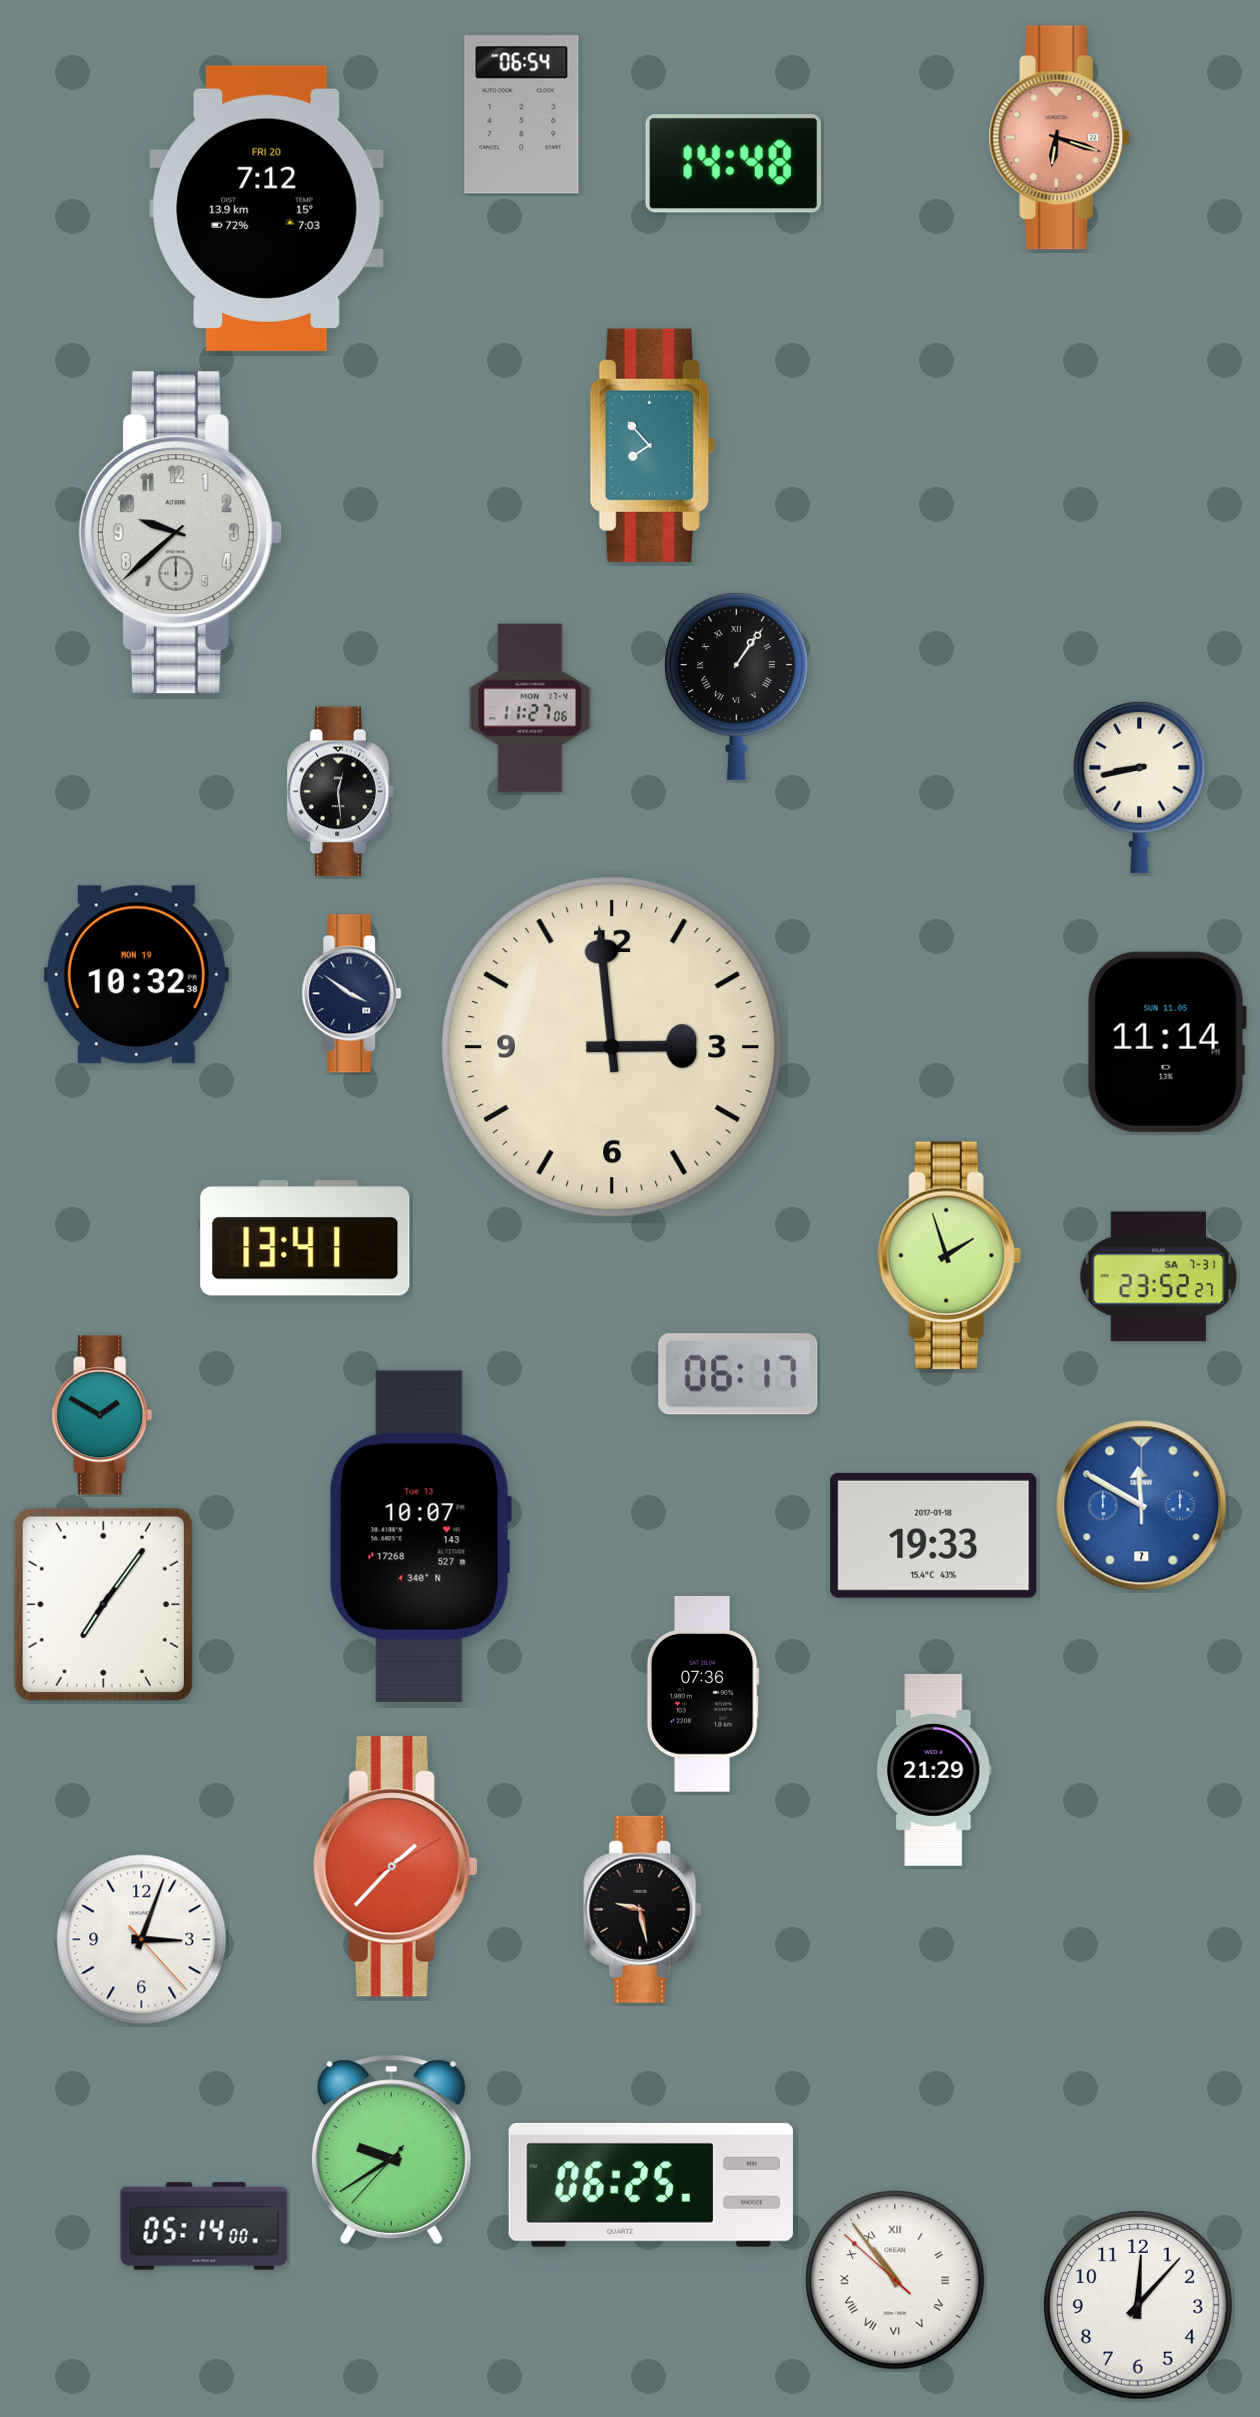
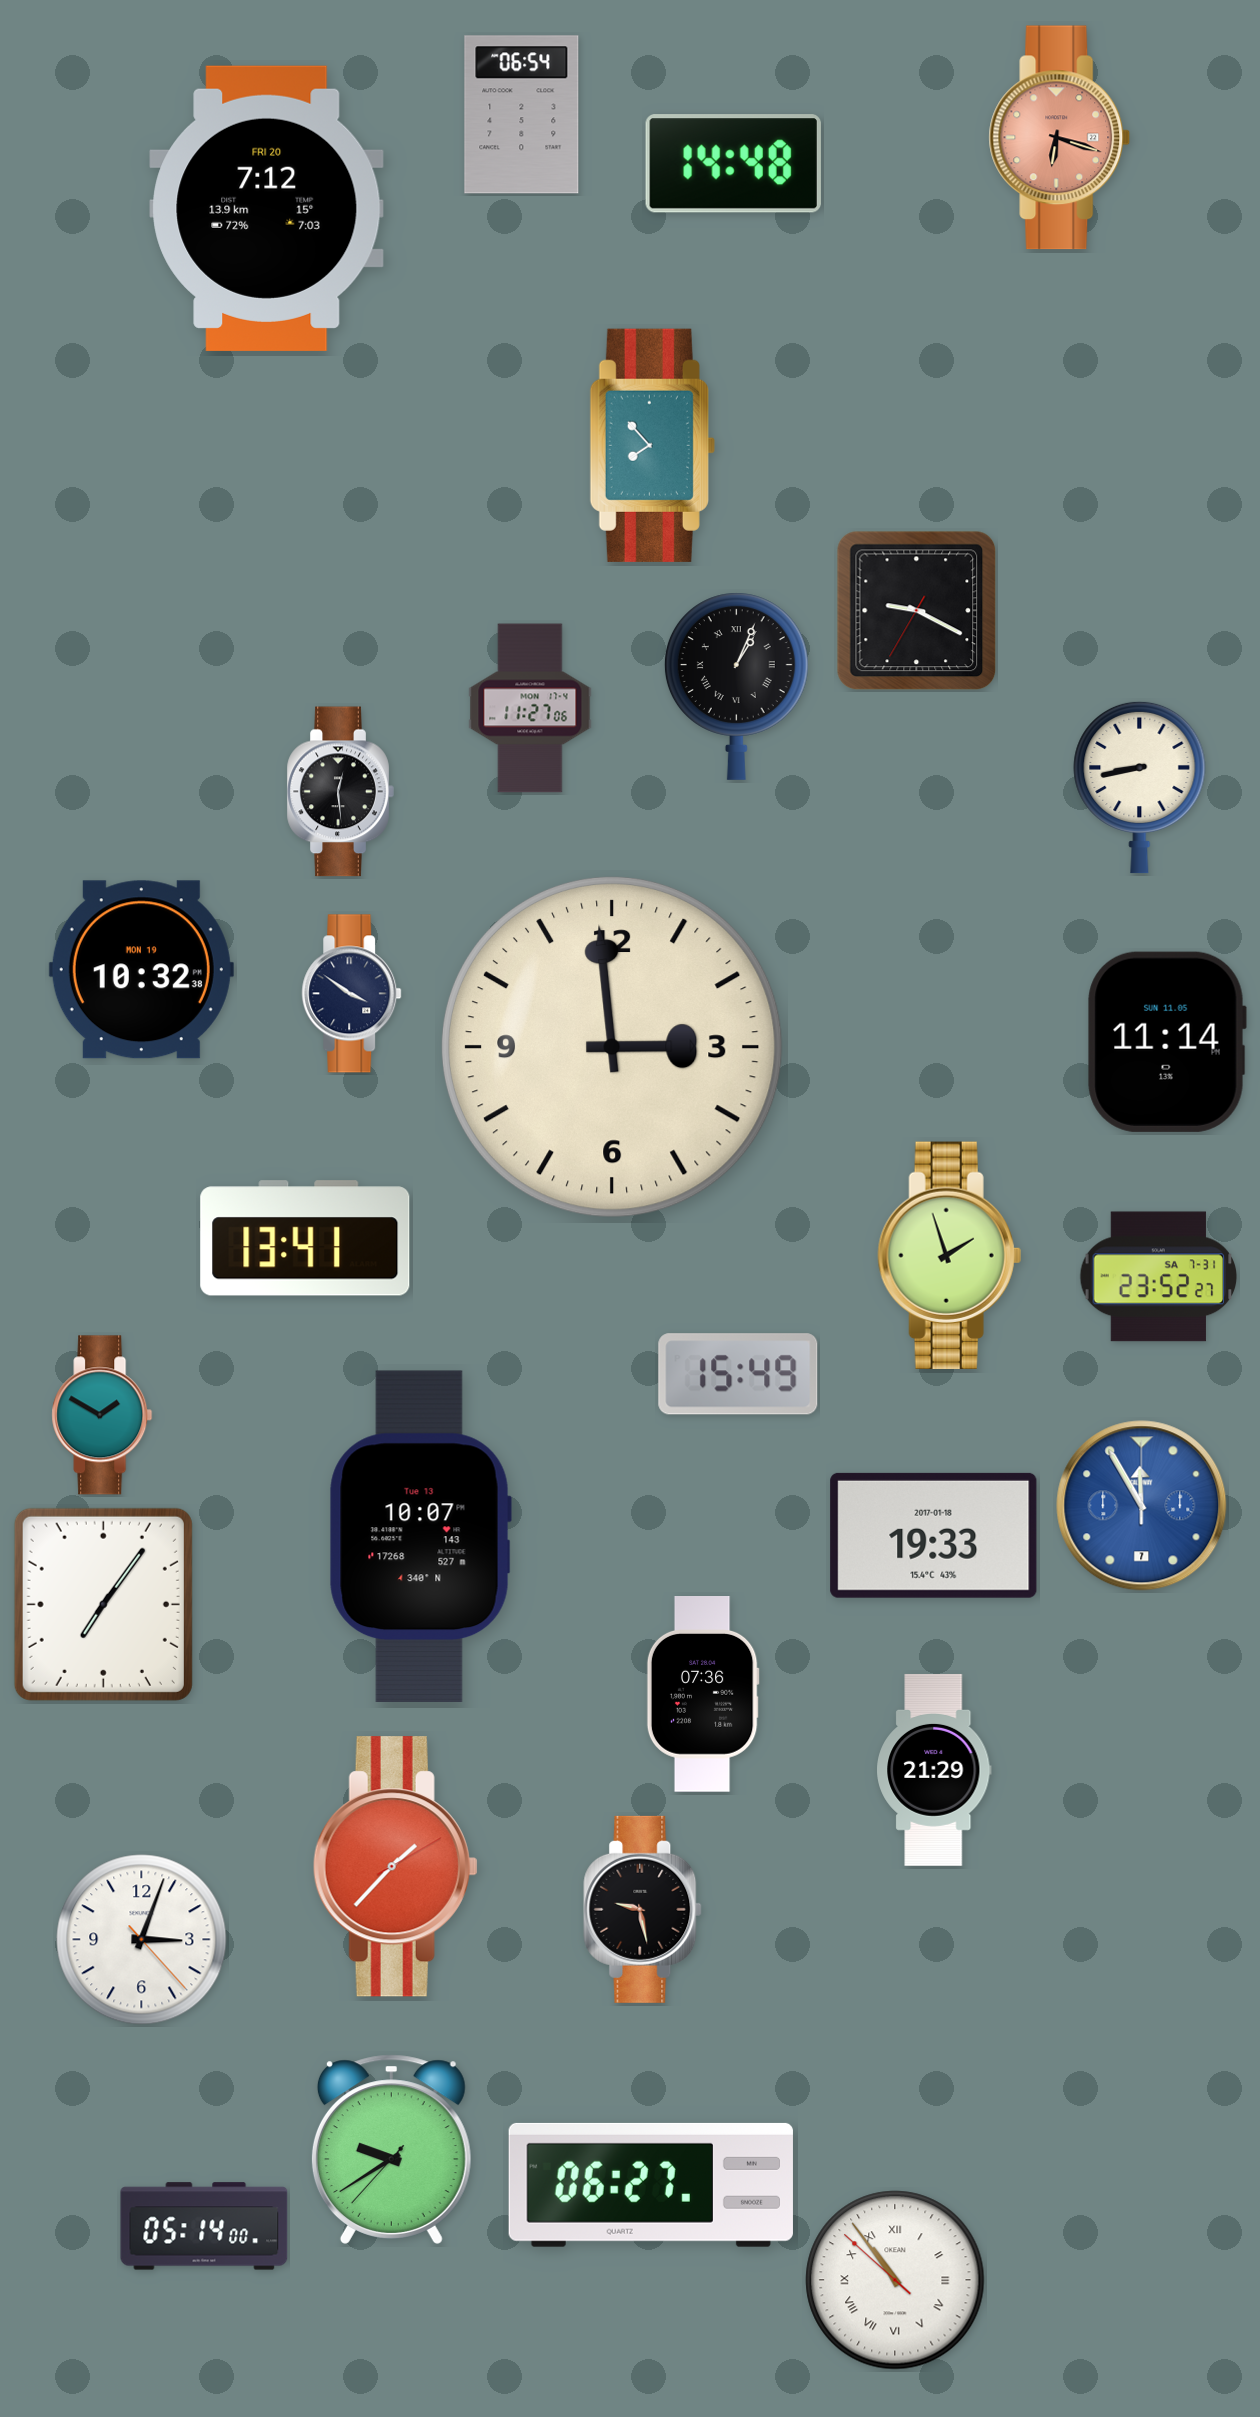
clock at (180, 533): 9:38 -> none
clock at (917, 611): none -> 9:19
clock at (736, 686): 1:06 -> 1:04
clock at (136, 975) position: (136, 975) -> (141, 970)
clock at (738, 1374): 06:17 -> 15:49
clock at (1142, 1506): 11:50 -> 11:55
clock at (651, 2185): 06:25 -> 06:27
clock at (1138, 2305): 12:07 -> none
